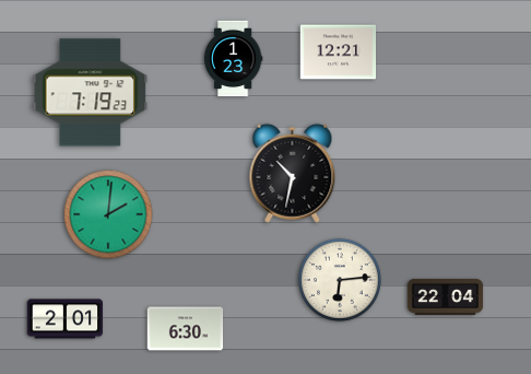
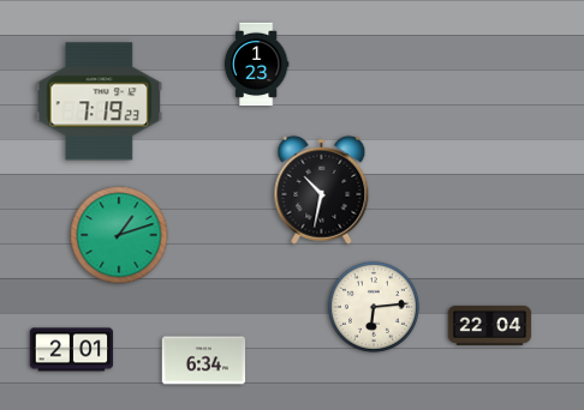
clock at (339, 52): 12:21 -> none
clock at (108, 214): 2:01 -> 1:12
clock at (186, 329): 6:30 -> 6:34
